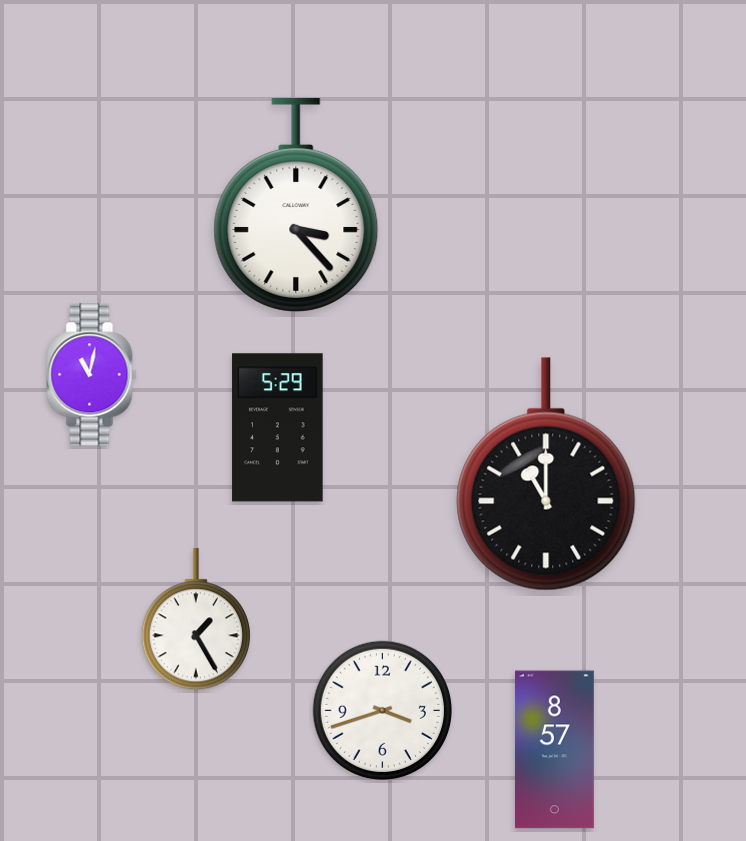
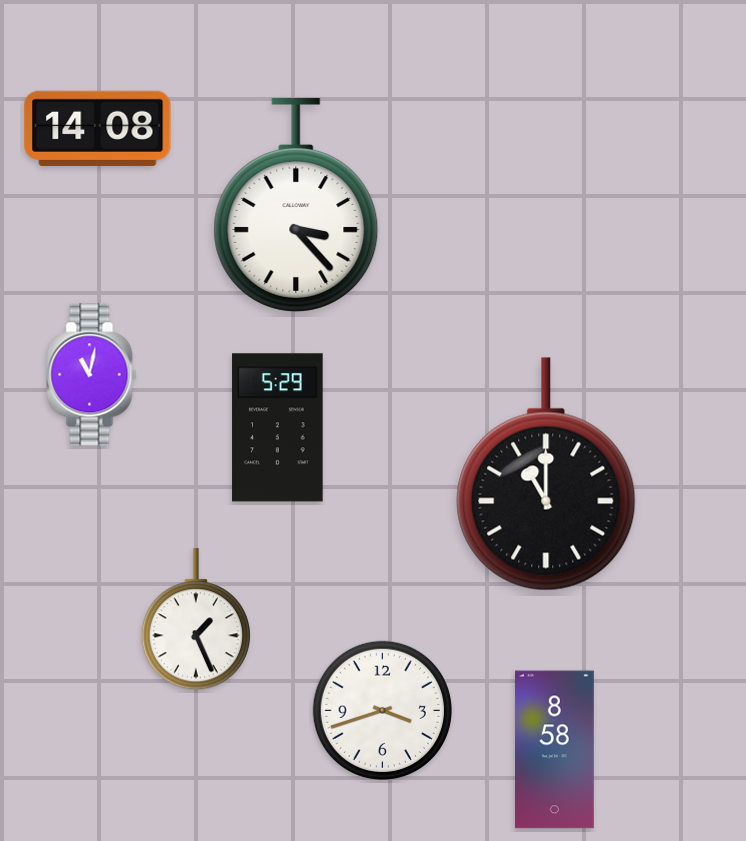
clock at (98, 128): none -> 14:08
clock at (196, 620): 1:25 -> 1:26
clock at (554, 750): 8:57 -> 8:58
